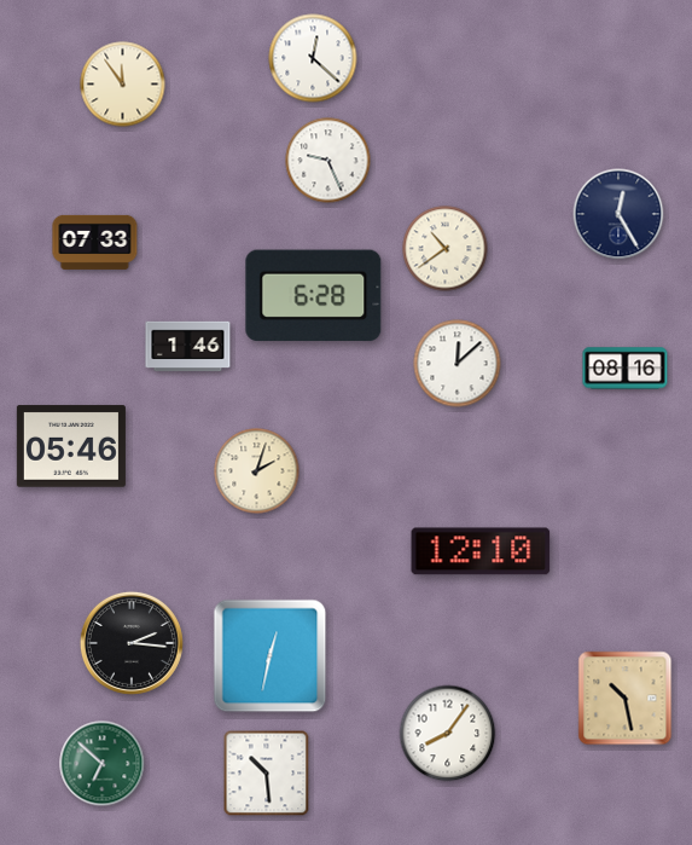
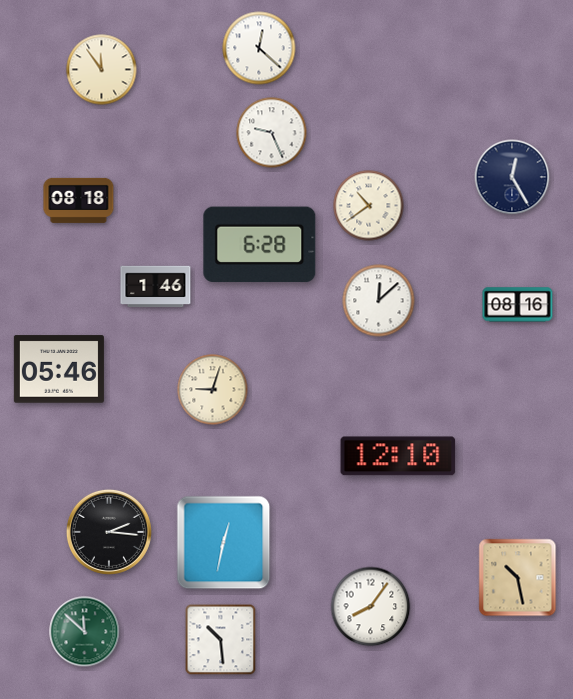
clock at (95, 242): 07:33 -> 08:18
clock at (257, 471): 2:03 -> 9:03
clock at (103, 764): 6:52 -> 11:52
